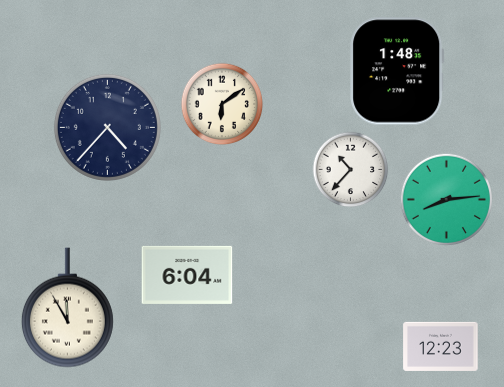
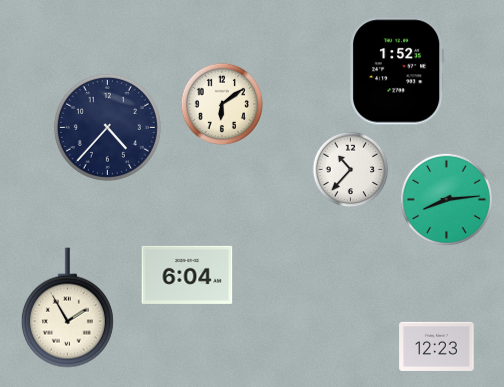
clock at (397, 71): 1:48 -> 1:52
clock at (67, 308): 11:55 -> 1:55
clock at (441, 346) position: (441, 346) -> (437, 346)
